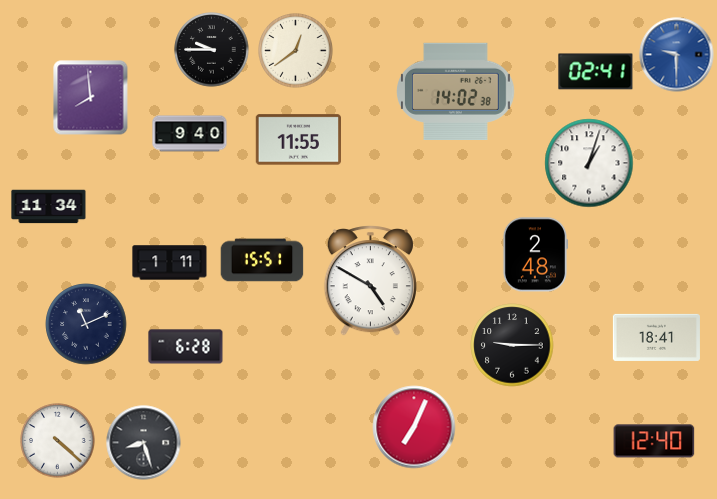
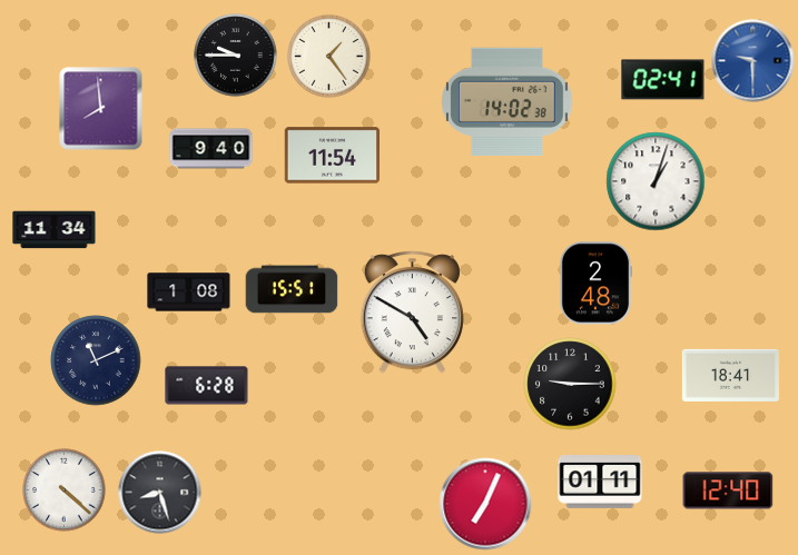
clock at (296, 51): 12:39 -> 1:24
clock at (298, 140): 11:55 -> 11:54
clock at (170, 263): 1:11 -> 1:08
clock at (414, 427) position: (414, 427) -> (485, 504)
clock at (600, 483): none -> 01:11
